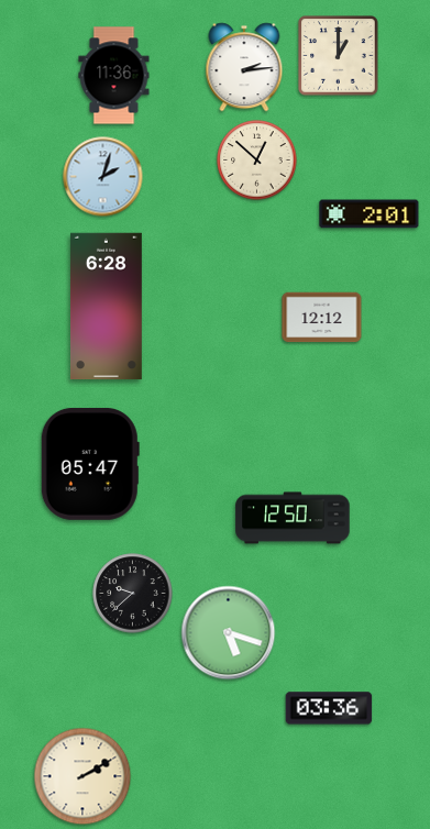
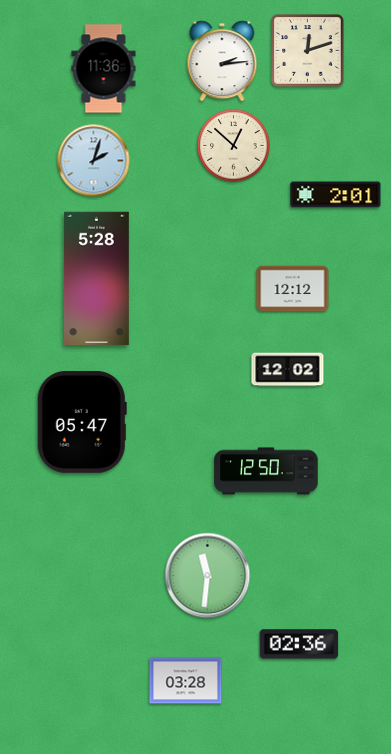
clock at (339, 56): 1:00 -> 12:12
clock at (107, 307): 6:28 -> 5:28
clock at (288, 370): none -> 12:02
clock at (133, 594): 9:38 -> none
clock at (229, 633): 5:18 -> 11:31
clock at (329, 708): 03:36 -> 02:36
clock at (186, 681): none -> 03:28
clock at (82, 776): 2:10 -> none
